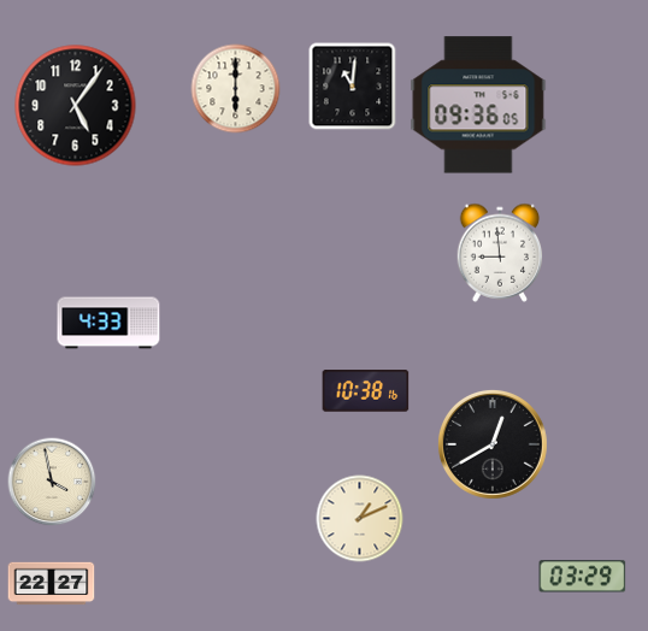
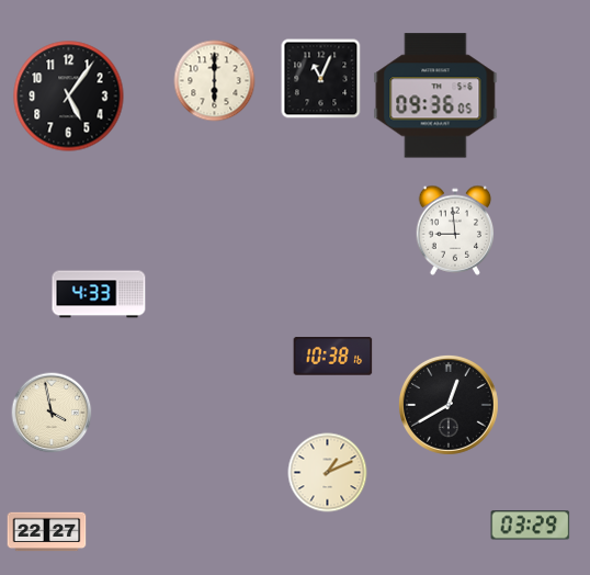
clock at (353, 87): 11:01 -> 11:04
clock at (52, 482) position: (52, 482) -> (52, 413)
